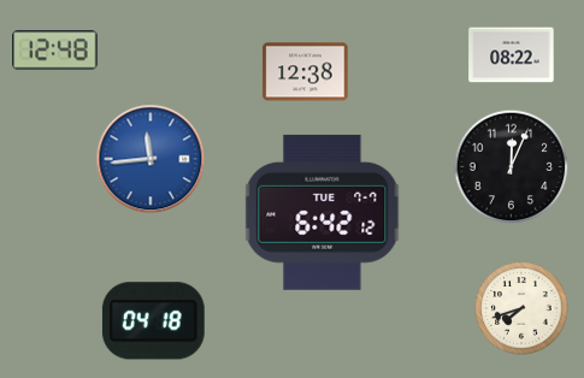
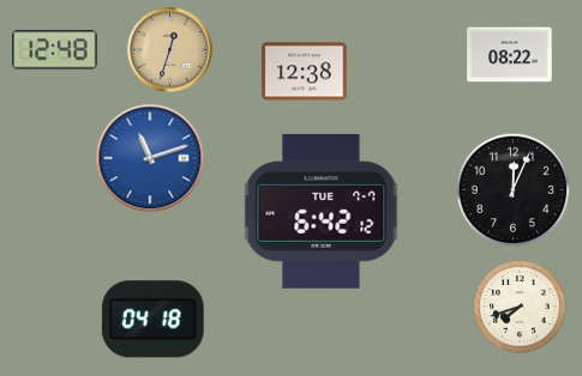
clock at (170, 50): none -> 12:33
clock at (151, 159): 11:44 -> 11:12
clock at (512, 167) position: (512, 167) -> (514, 190)
